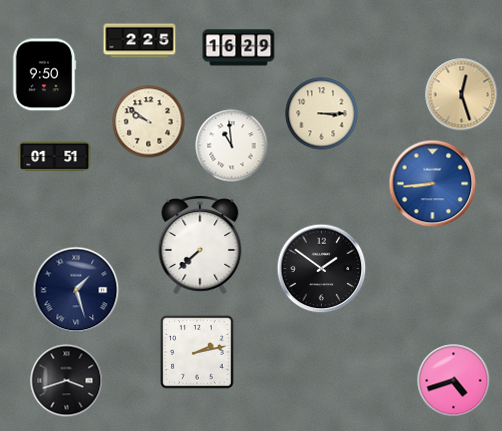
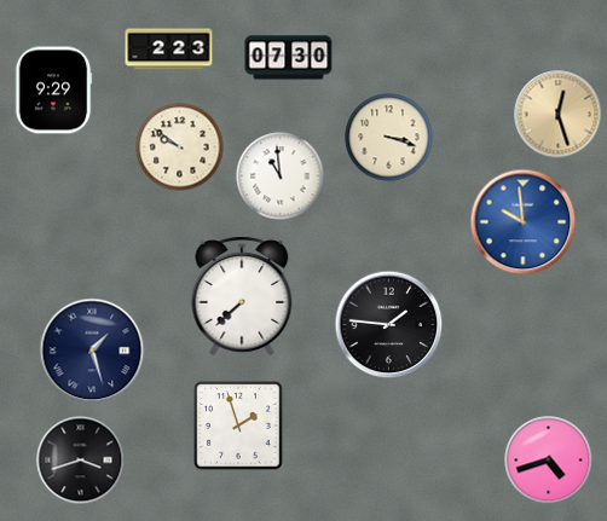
clock at (140, 41): 2:25 -> 2:23
clock at (239, 48): 16:29 -> 07:30
clock at (44, 75): 9:50 -> 9:29
clock at (322, 114): 3:15 -> 3:18
clock at (55, 157): 01:51 -> none
clock at (433, 184): 8:44 -> 9:59
clock at (322, 269): 1:51 -> 1:46
clock at (197, 352): 2:13 -> 1:57
